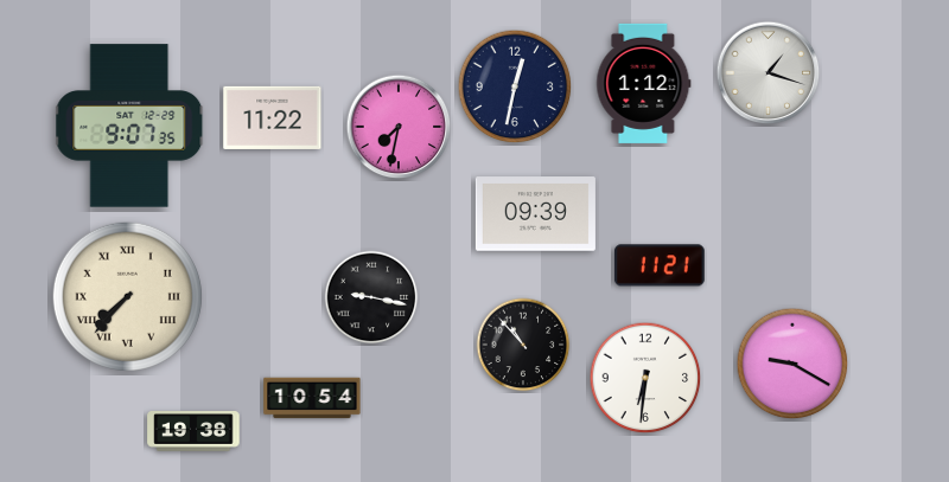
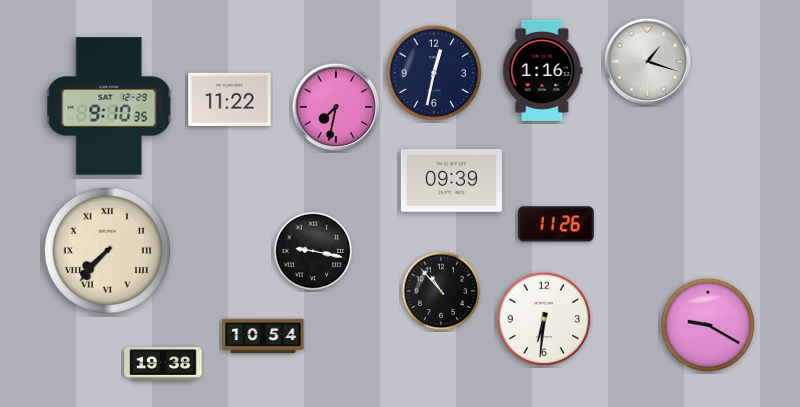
clock at (644, 83): 1:12 -> 1:16
clock at (130, 126): 9:07 -> 9:10
clock at (660, 265): 11:21 -> 11:26
clock at (792, 364) position: (792, 364) -> (708, 325)
